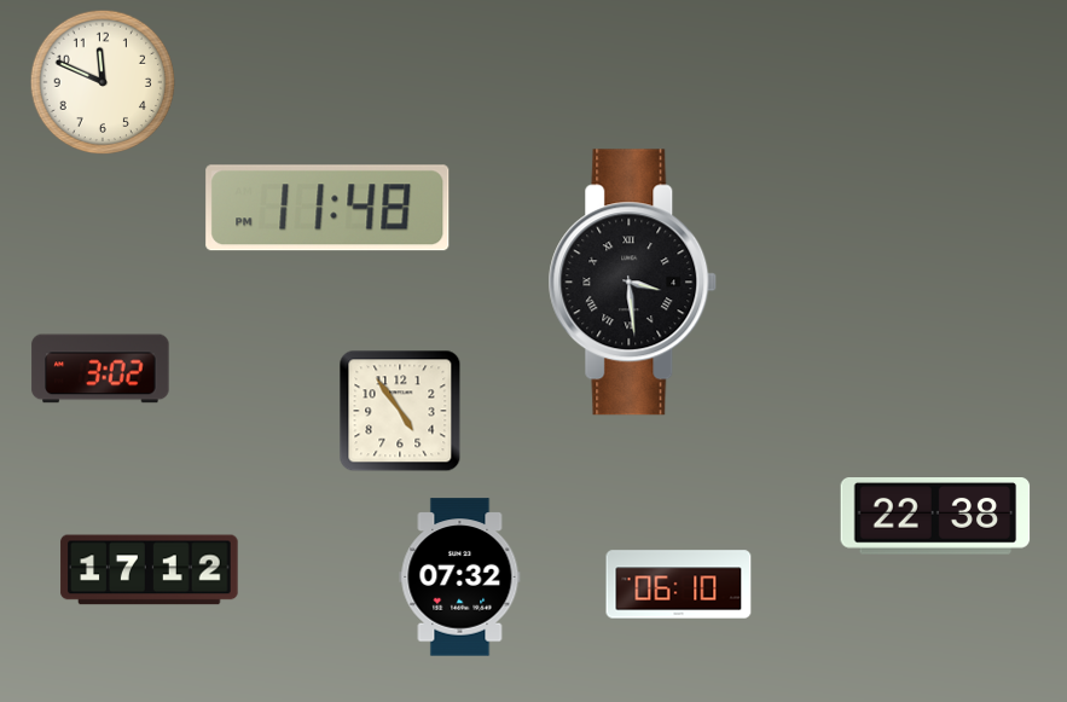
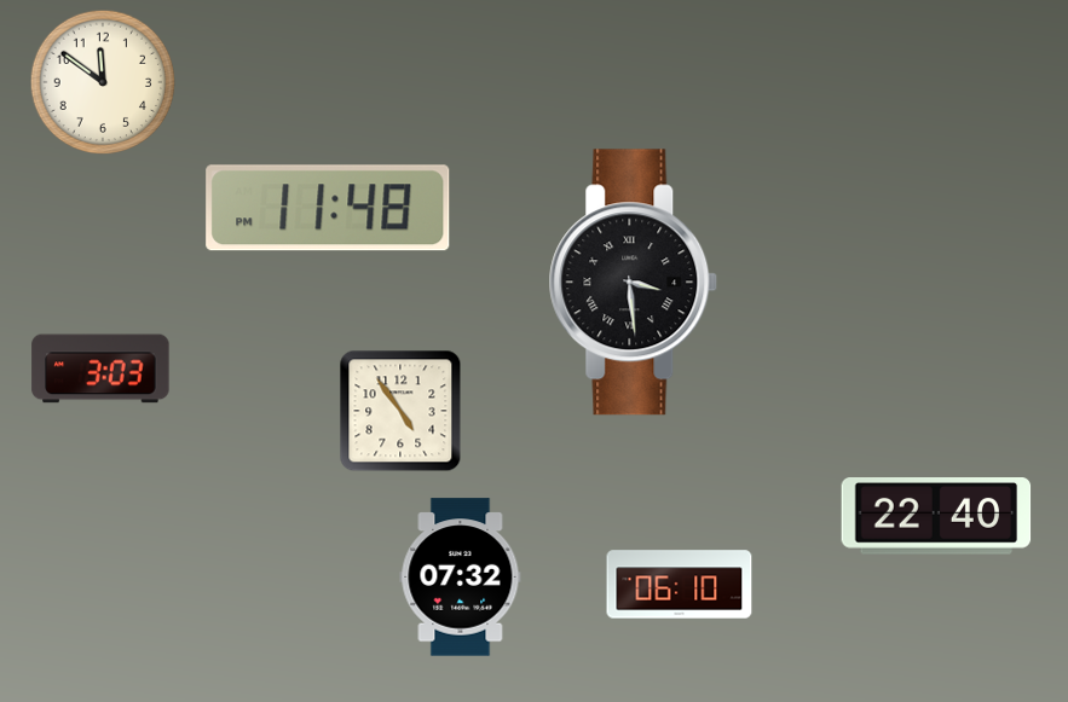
clock at (103, 82): 11:49 -> 11:51
clock at (100, 369): 3:02 -> 3:03
clock at (935, 517): 22:38 -> 22:40
clock at (150, 570): 17:12 -> none
